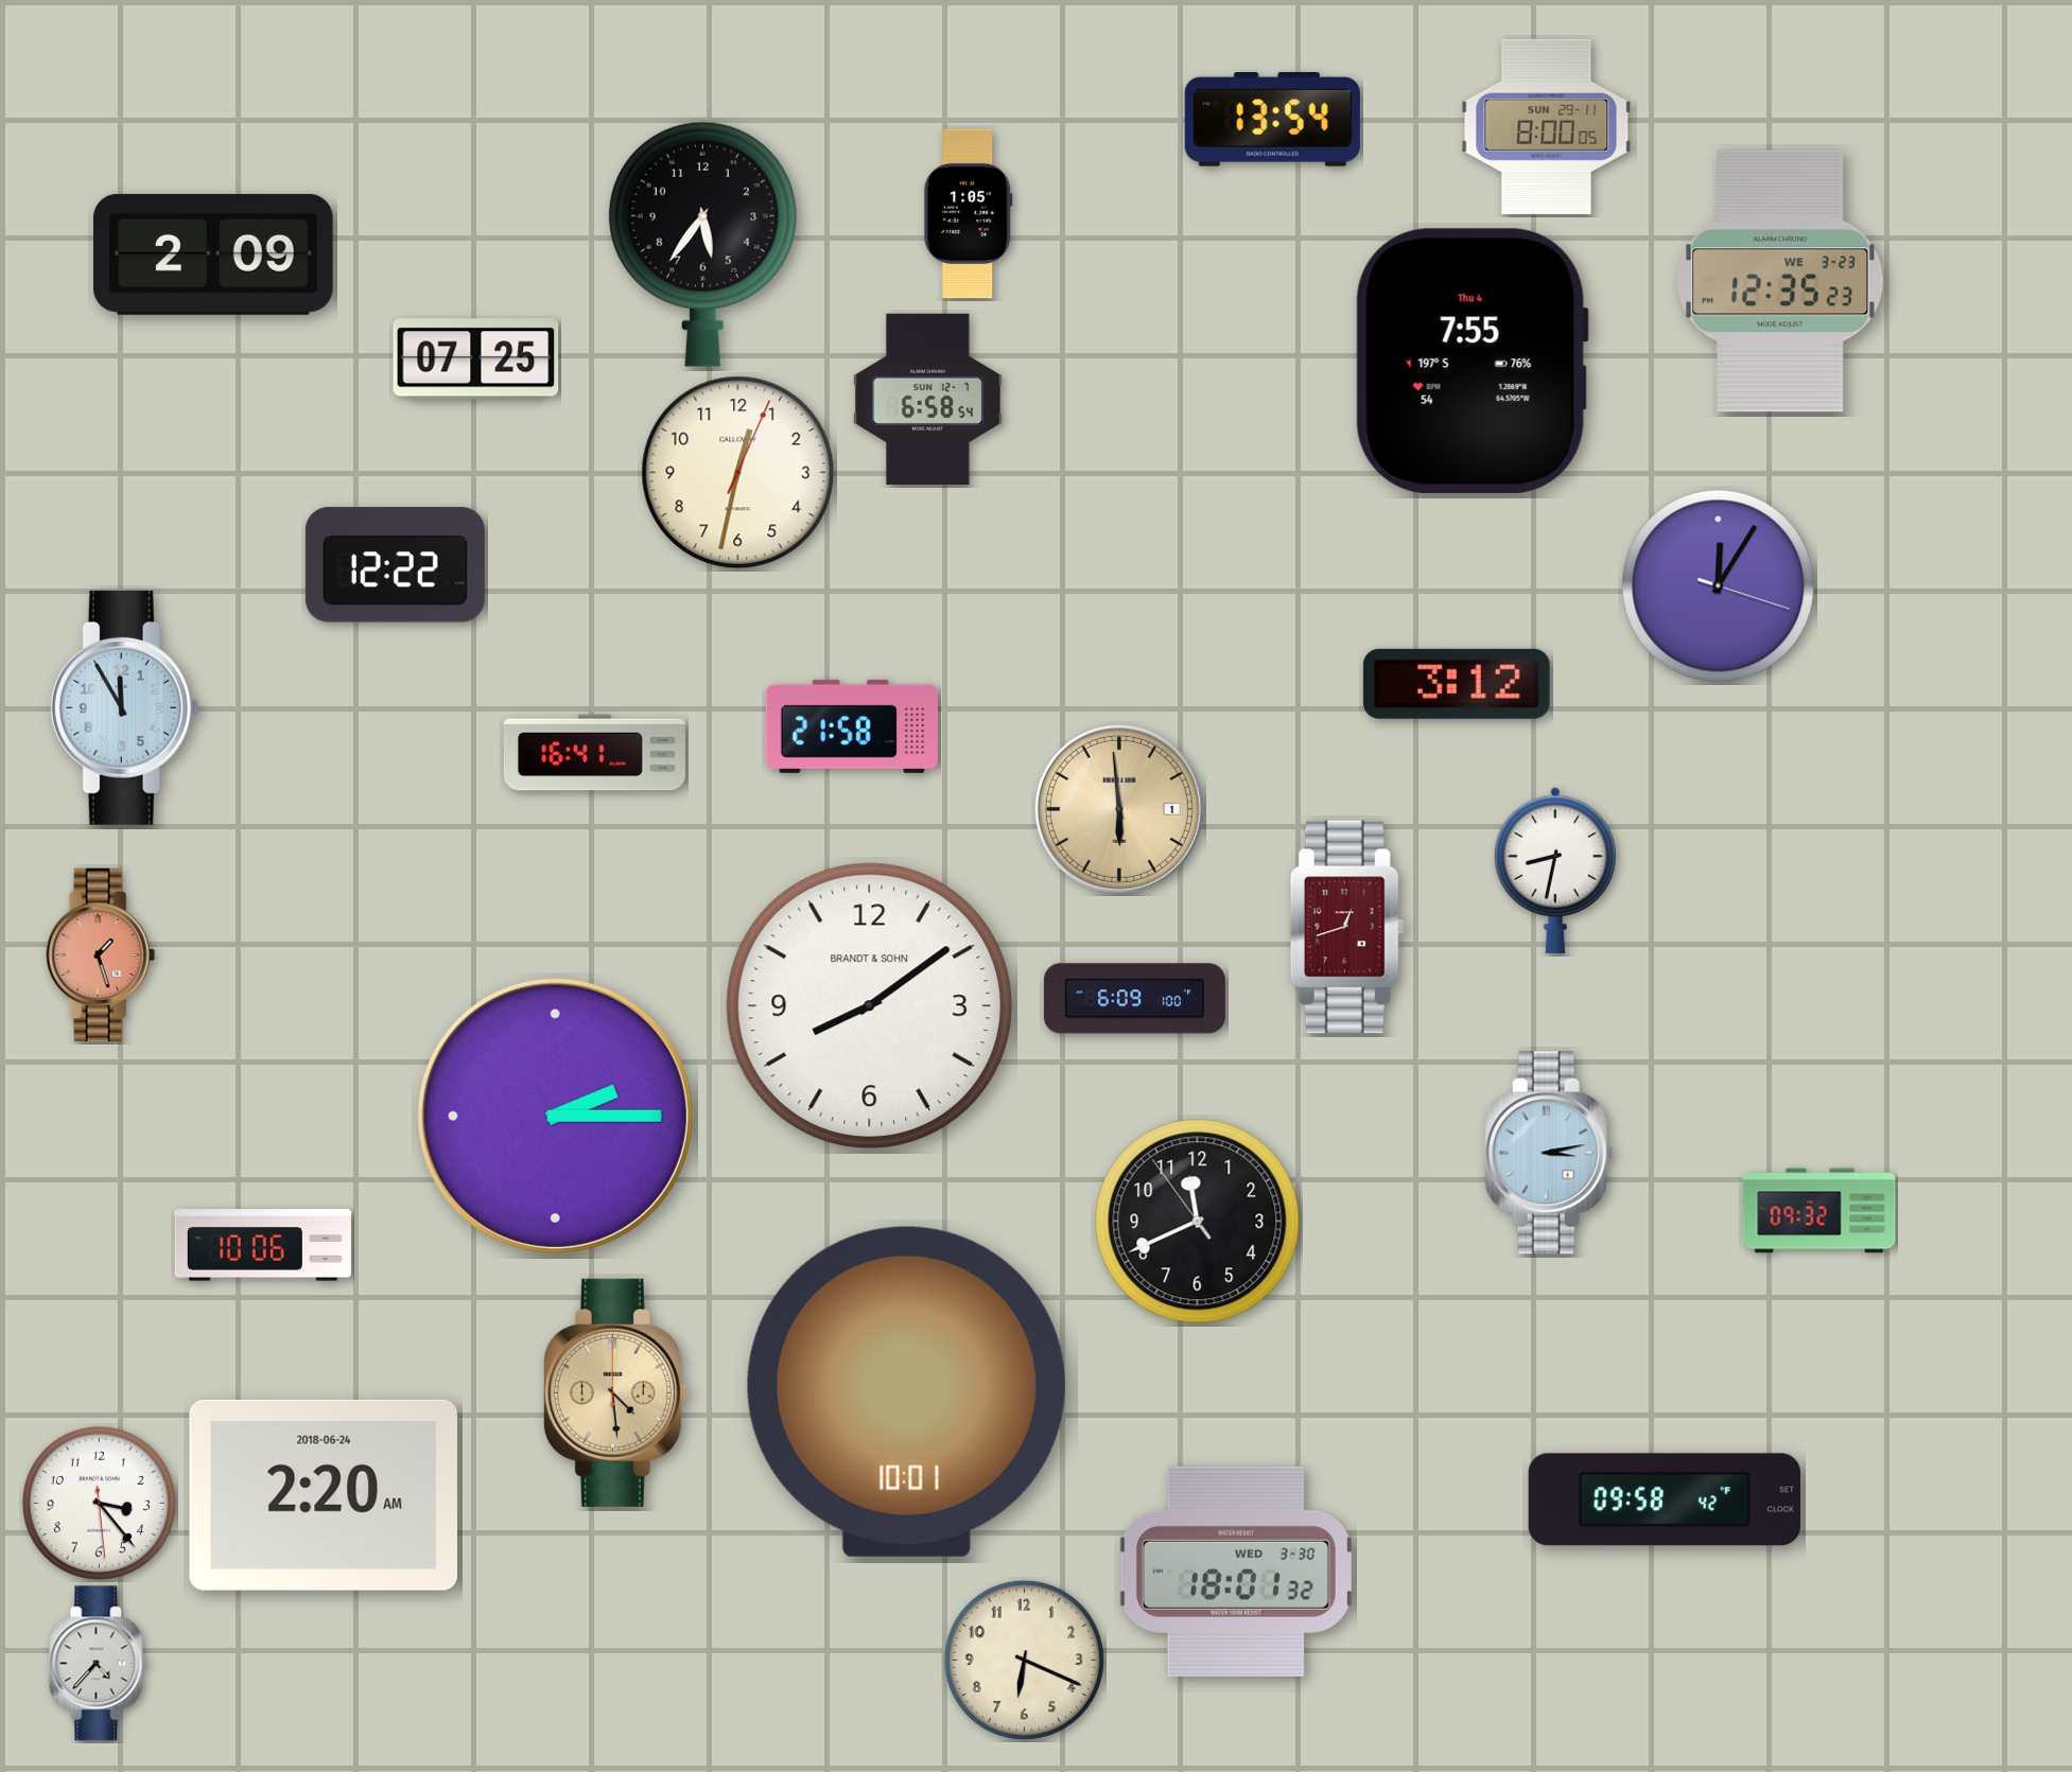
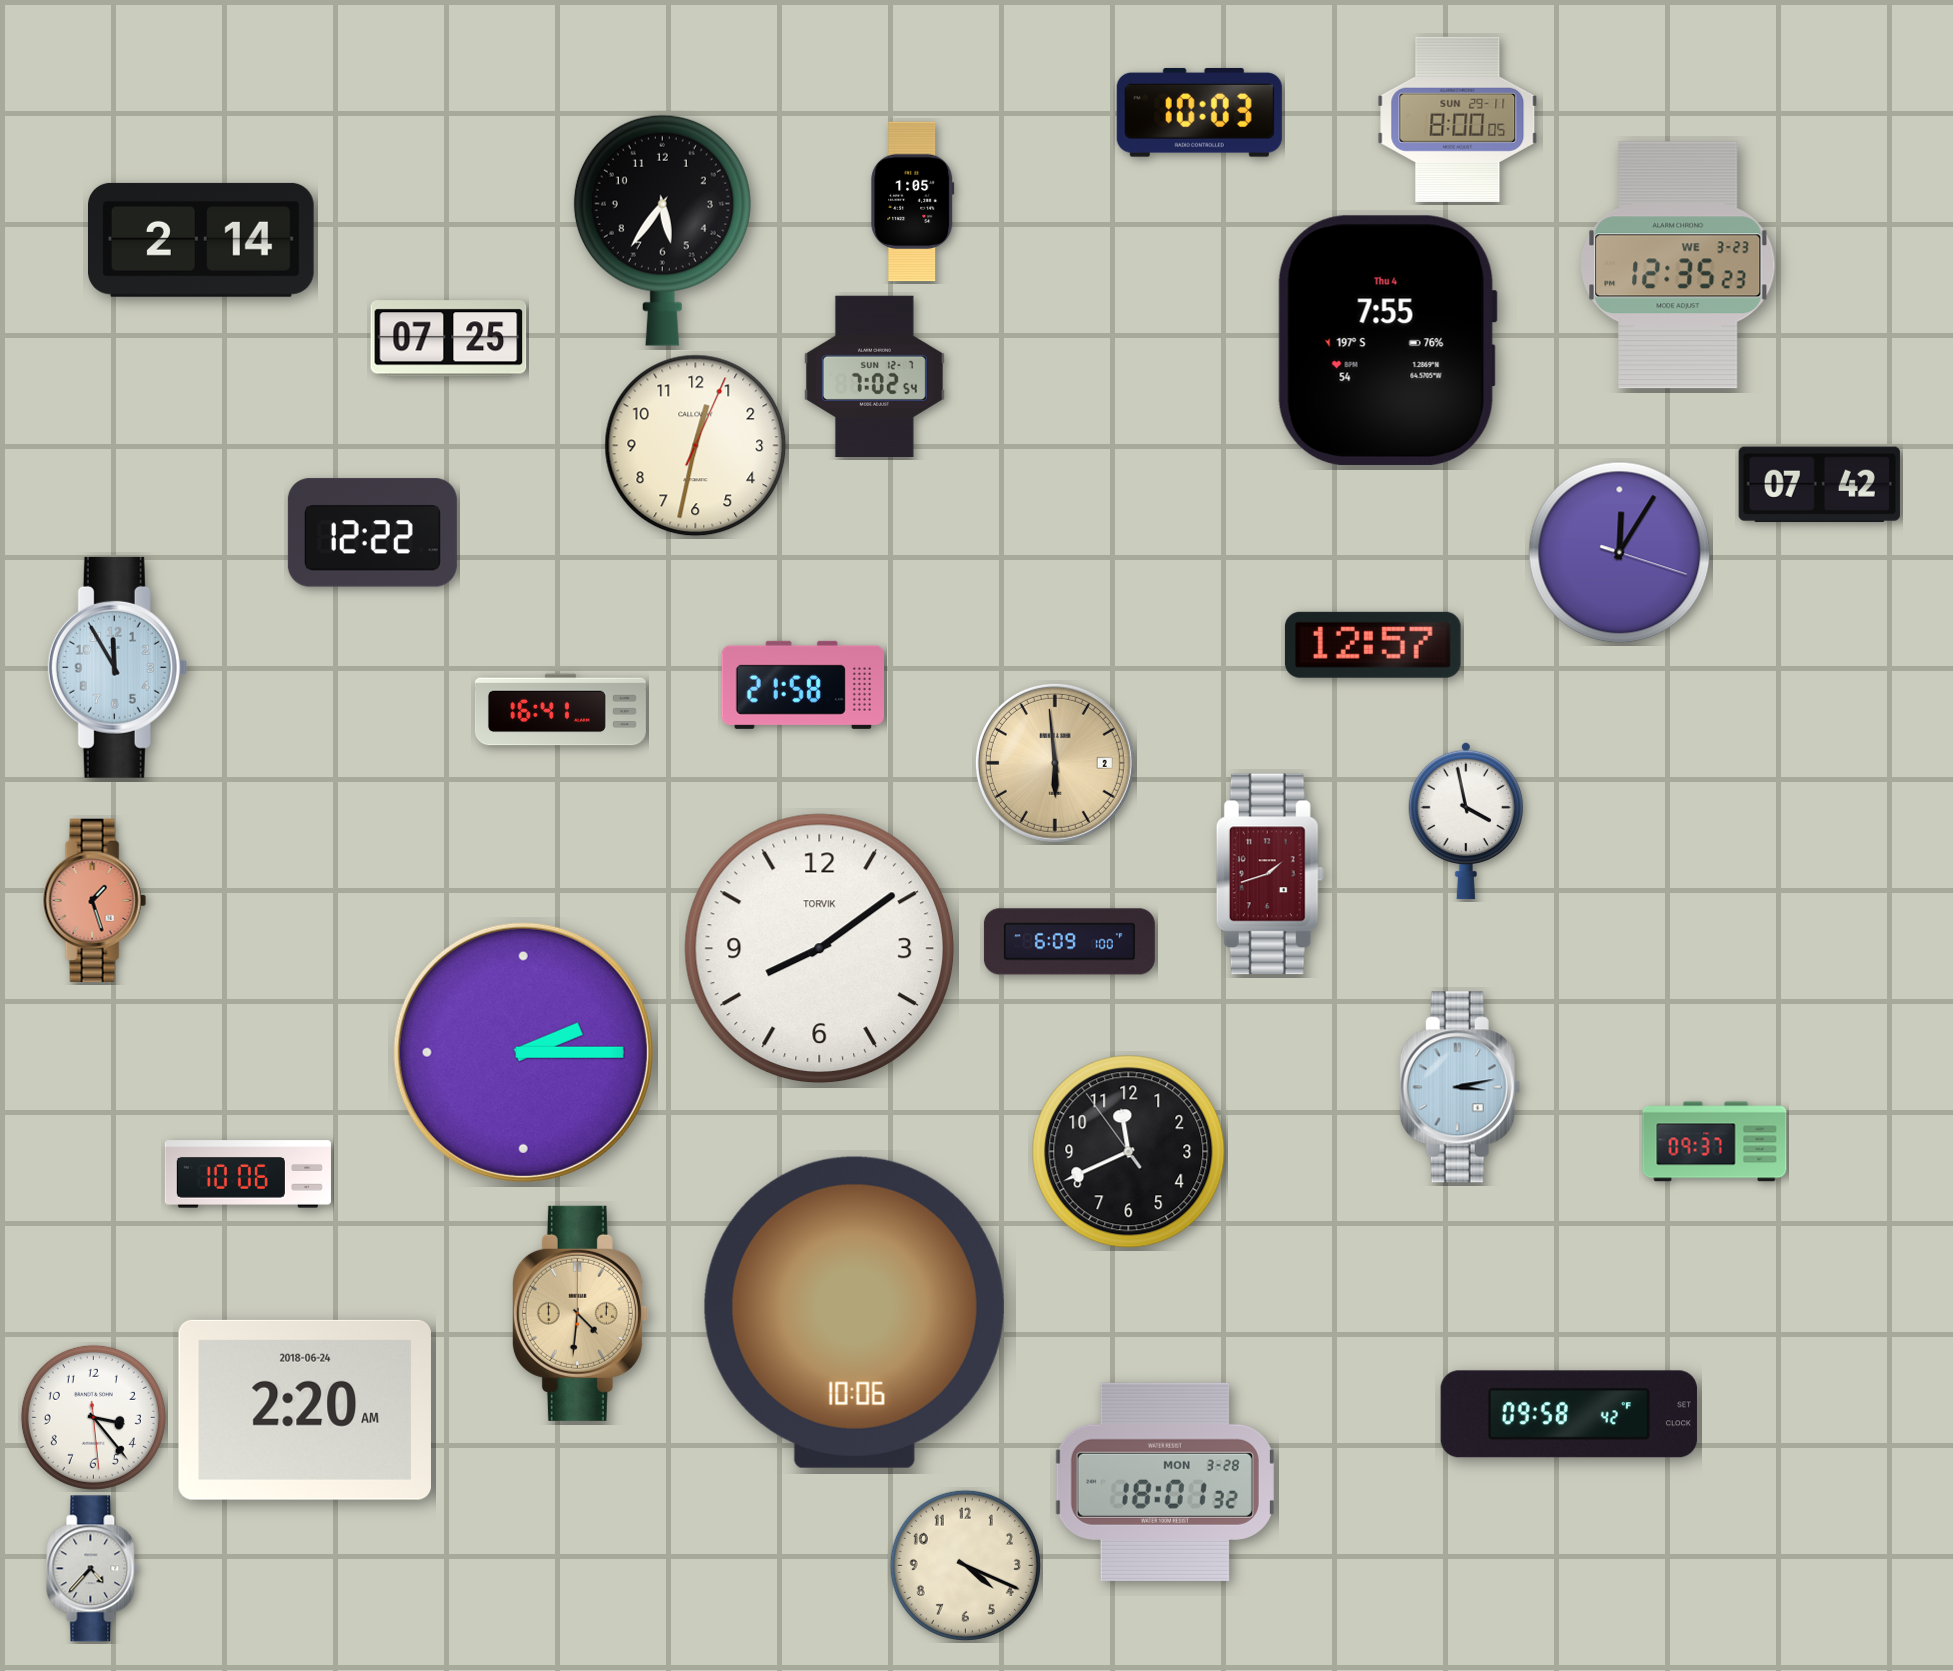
clock at (1272, 119): 13:54 -> 10:03
clock at (214, 255): 2:09 -> 2:14
clock at (927, 399): 6:58 -> 7:02
clock at (1819, 484): none -> 07:42
clock at (1457, 684): 3:12 -> 12:57
clock at (1119, 809) date: 1 -> 2
clock at (1555, 871): 8:32 -> 3:58
clock at (1347, 927): 12:42 -> 1:42
clock at (869, 1005) brand: BRANDT & SOHN -> TORVIK
clock at (1819, 1211): 09:32 -> 09:37
clock at (906, 1391): 10:01 -> 10:06
clock at (615, 1392): 4:29 -> 4:31
clock at (1236, 1572) date: WED 3-30 -> MON 3-28
clock at (1024, 1660): 6:19 -> 4:19
